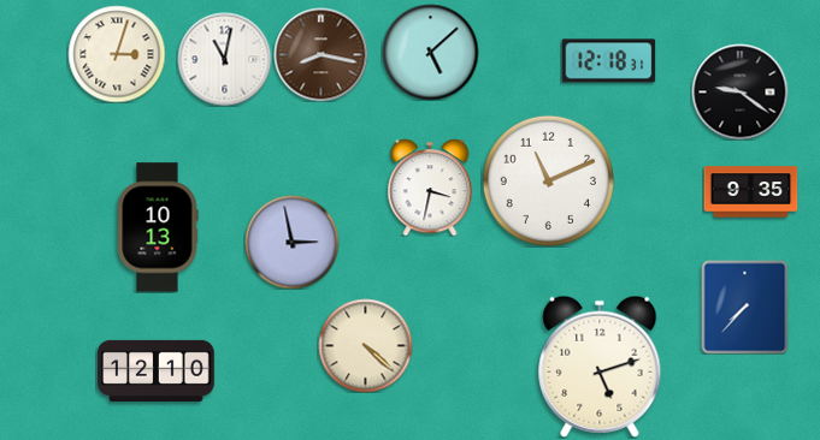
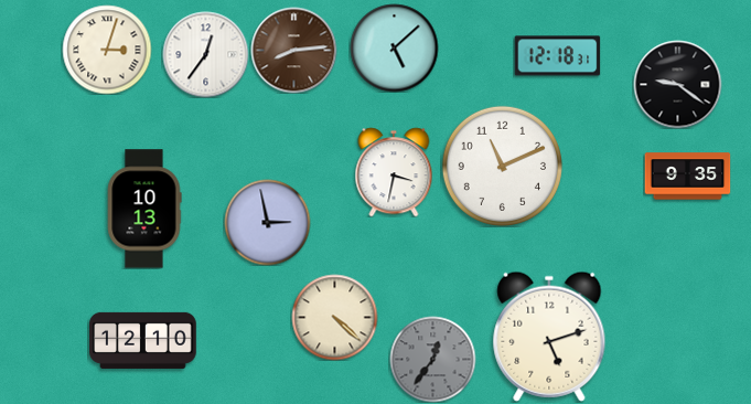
clock at (320, 54): 8:17 -> 8:14
clock at (224, 59): 11:02 -> 12:36
clock at (745, 307): 7:37 -> none
clock at (432, 359): none -> 12:36
